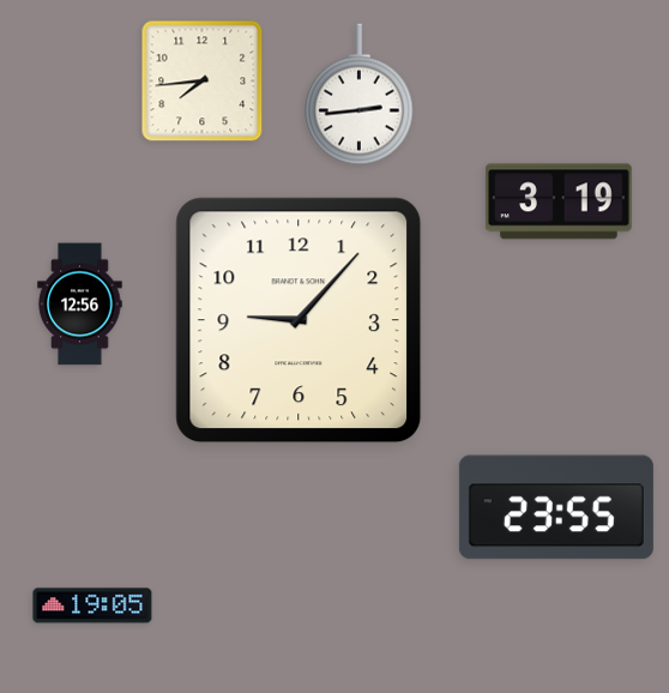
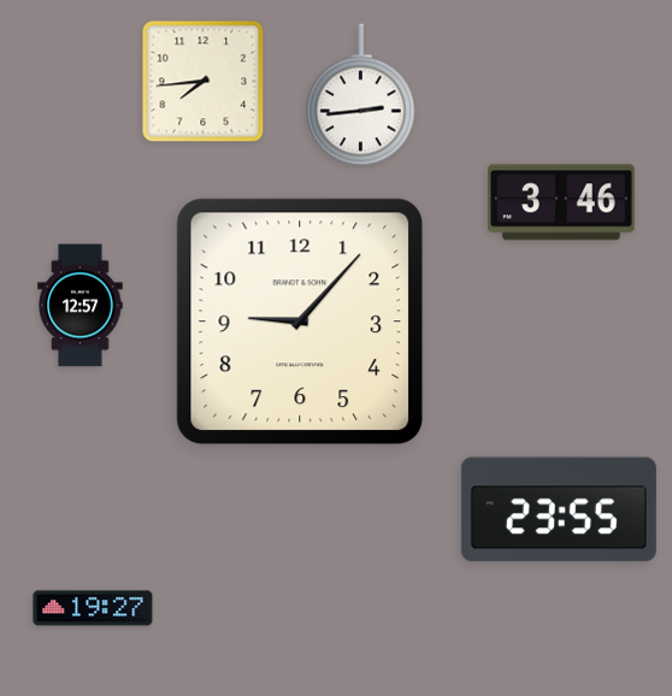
clock at (560, 201): 3:19 -> 3:46
clock at (80, 305): 12:56 -> 12:57
clock at (92, 605): 19:05 -> 19:27
